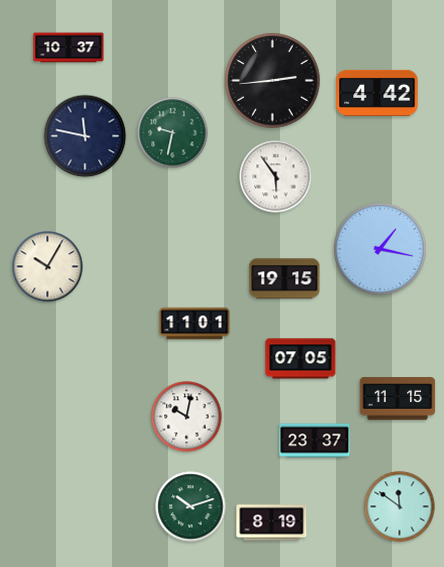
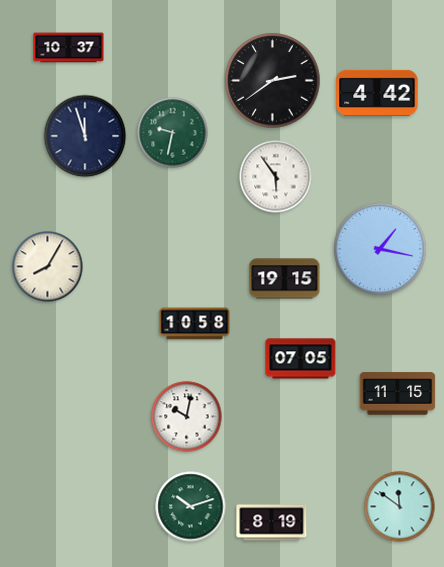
clock at (273, 81): 2:44 -> 2:39
clock at (85, 136): 11:47 -> 11:57
clock at (48, 267): 10:05 -> 8:05
clock at (195, 324): 11:01 -> 10:58
clock at (398, 399) position: (398, 399) -> (398, 394)
clock at (315, 441): 23:37 -> none
